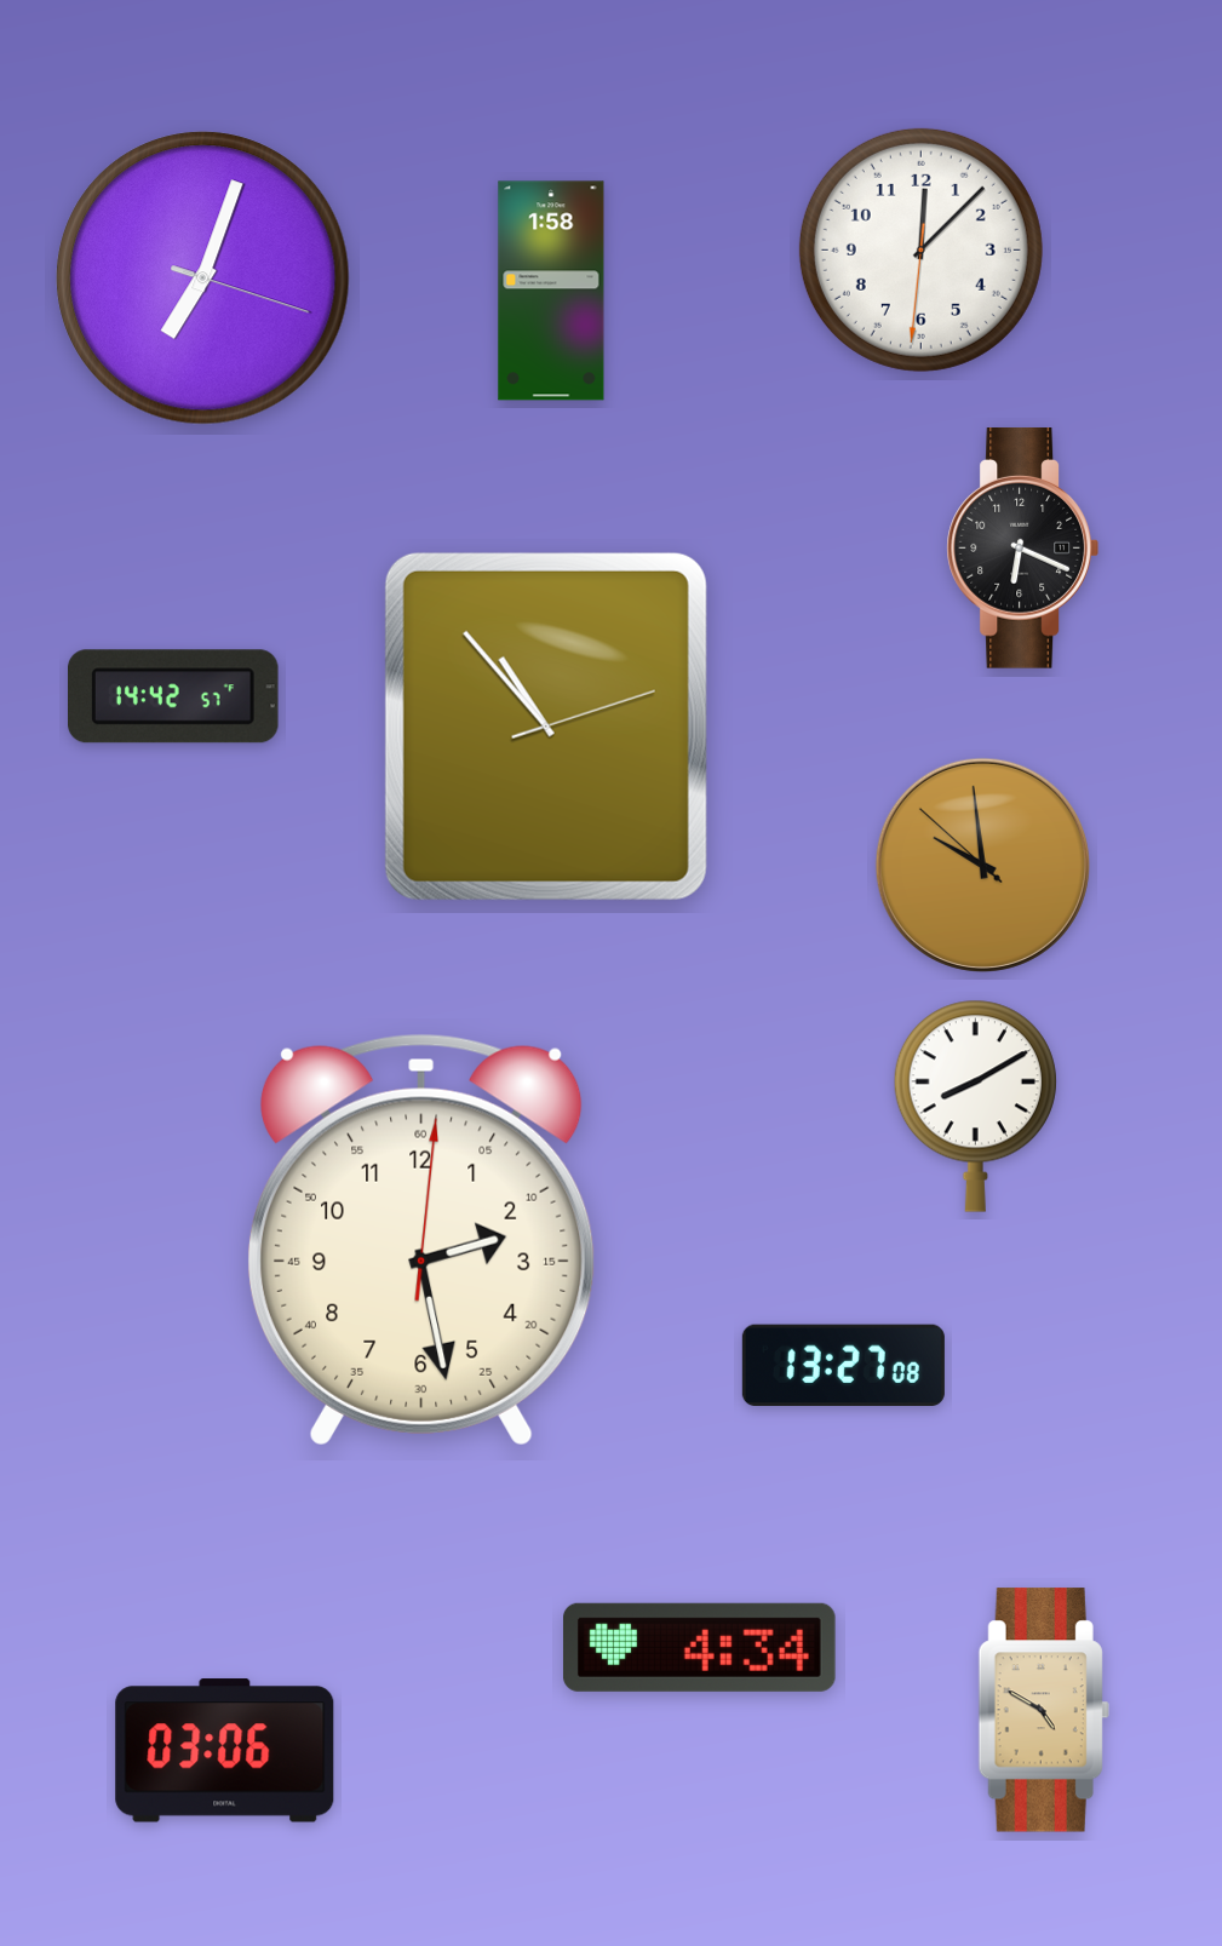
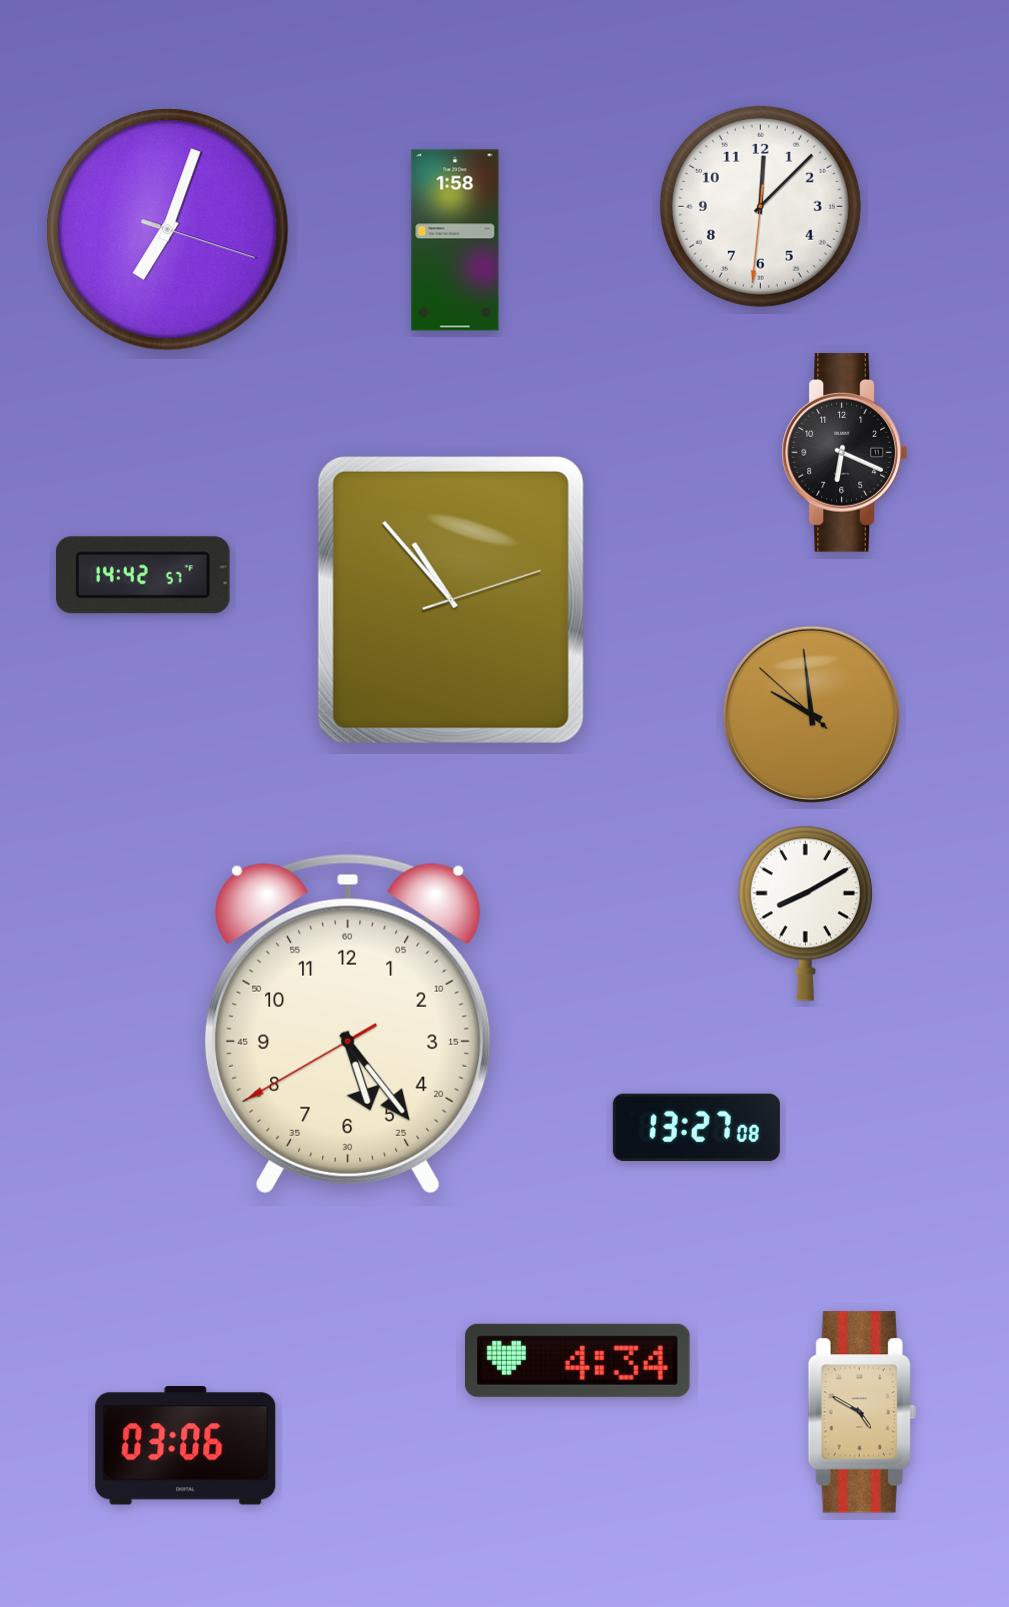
clock at (421, 1240): 2:28 -> 5:23
